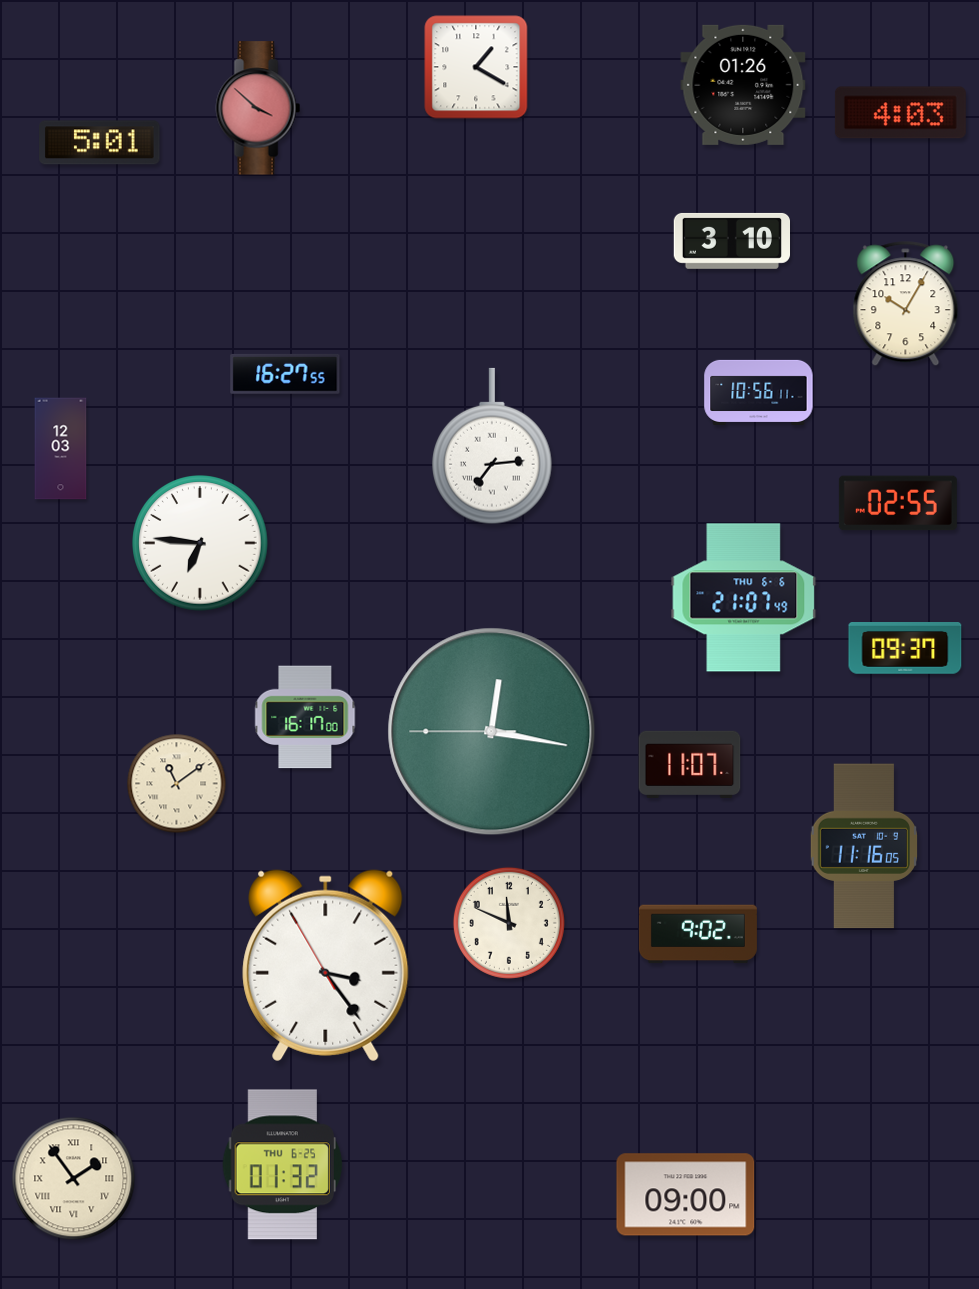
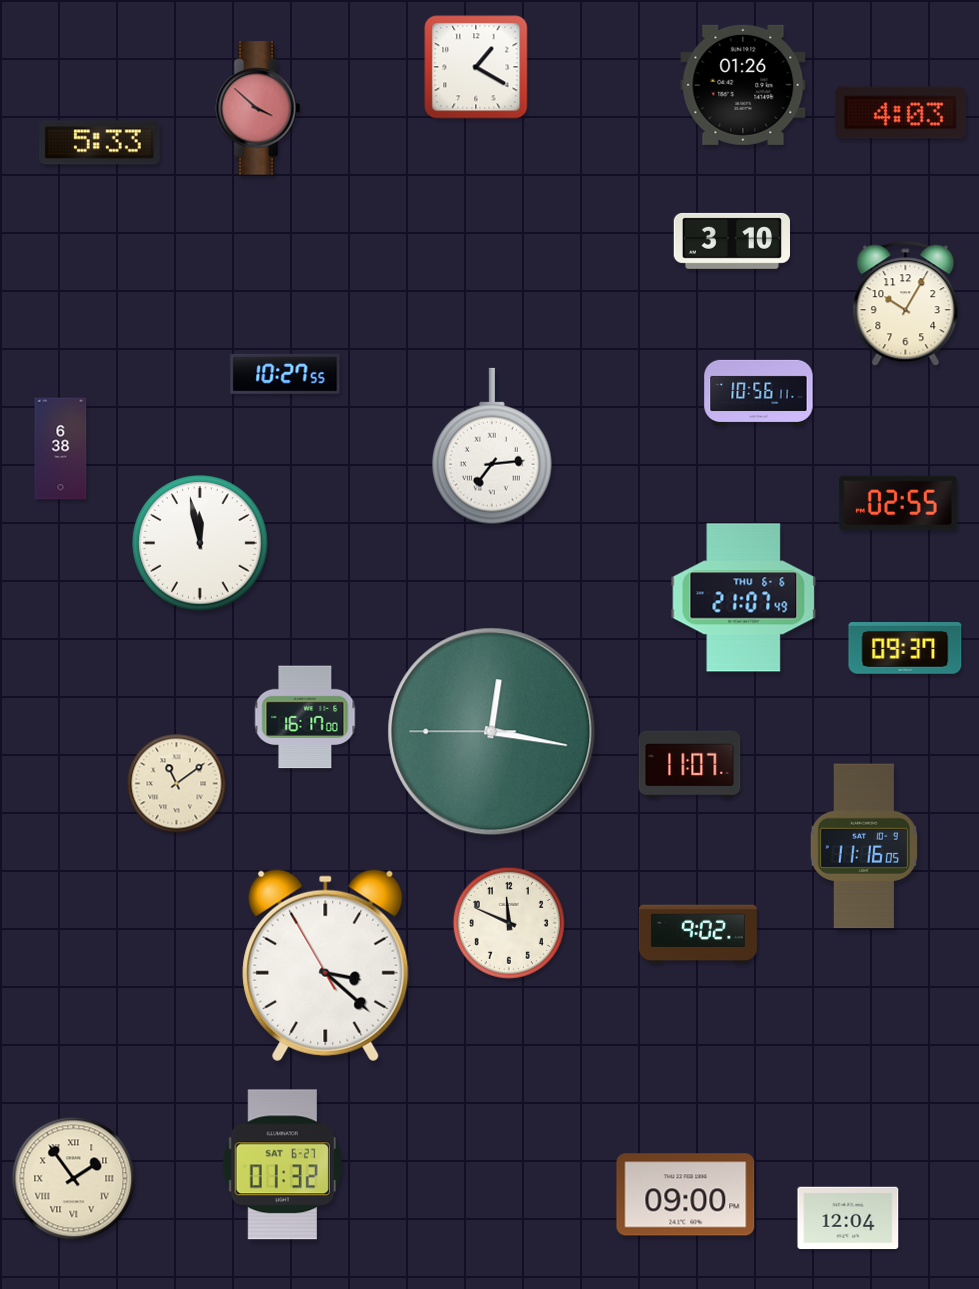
clock at (100, 143): 5:01 -> 5:33
clock at (285, 374): 16:27 -> 10:27
clock at (61, 449): 12:03 -> 6:38
clock at (200, 543): 6:46 -> 11:58
clock at (326, 966): 3:23 -> 3:21
clock at (282, 1165) date: THU 6-25 -> SAT 6-27
clock at (848, 1218): none -> 12:04
